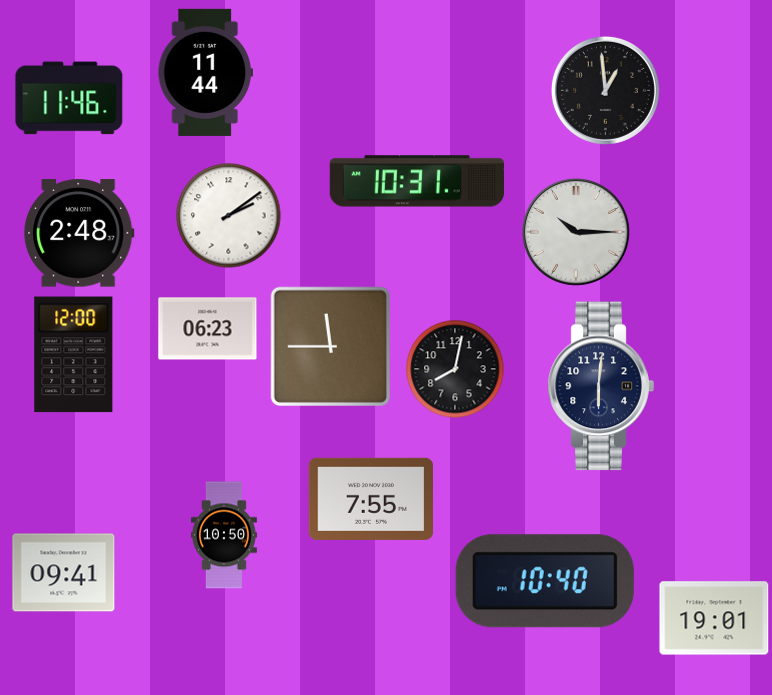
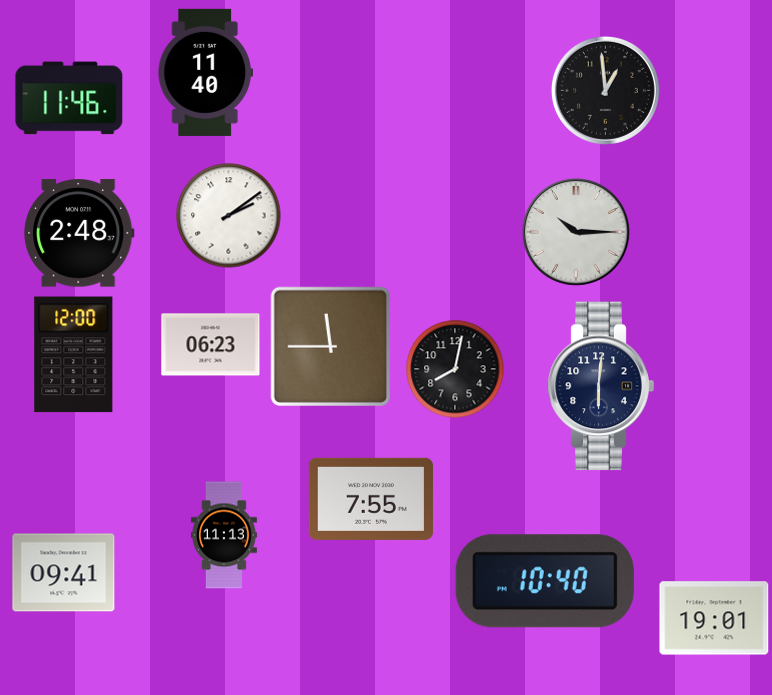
clock at (205, 72): 11:44 -> 11:40
clock at (417, 181): 10:31 -> none
clock at (208, 329) position: (208, 329) -> (211, 345)
clock at (224, 535): 10:50 -> 11:13
